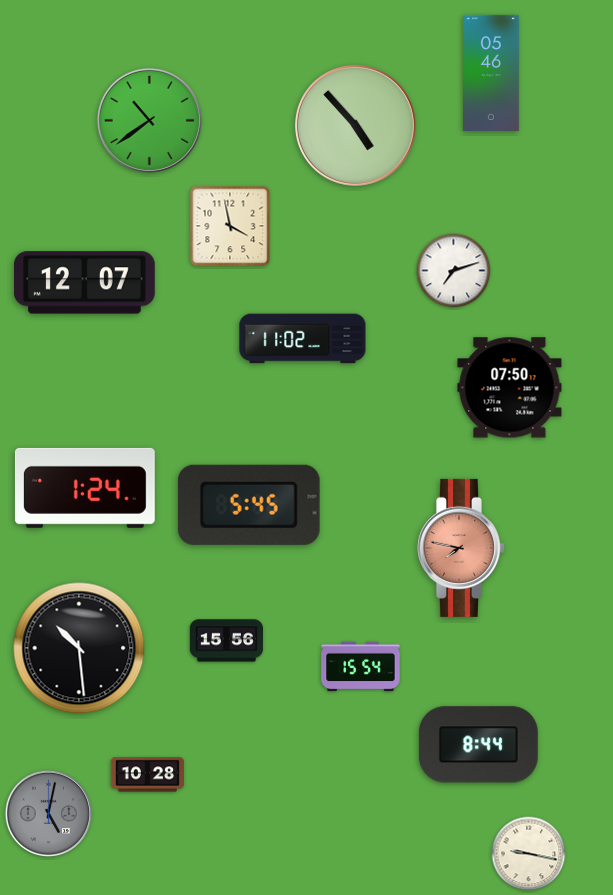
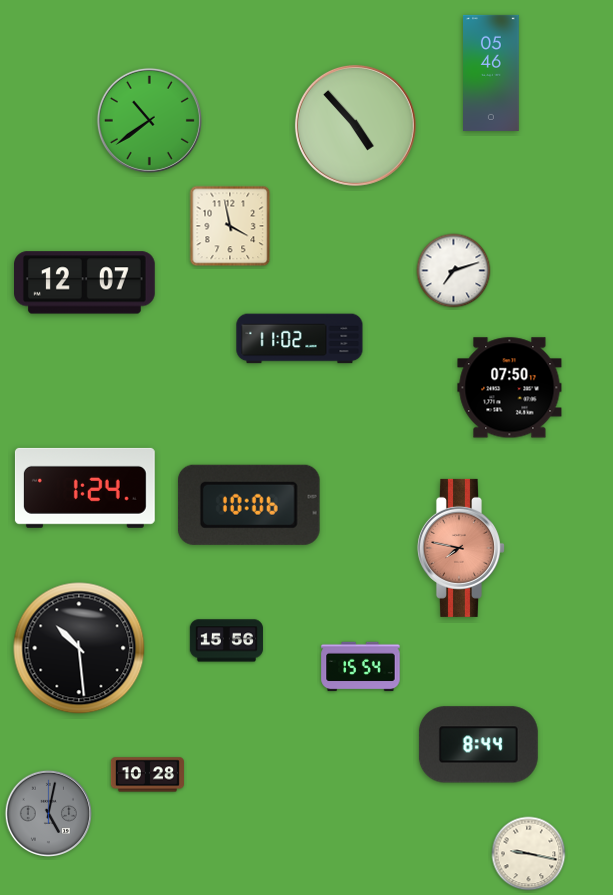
clock at (303, 339) position: (303, 339) -> (300, 339)
clock at (249, 505): 5:45 -> 10:06
